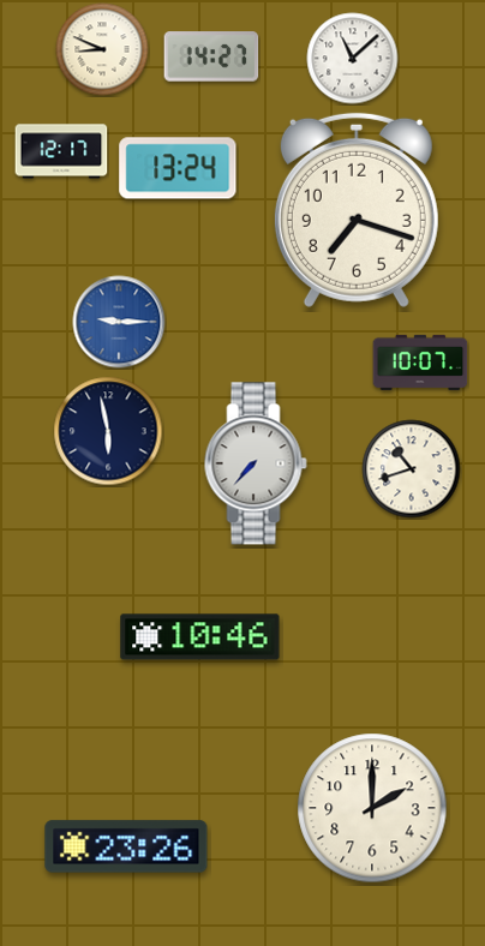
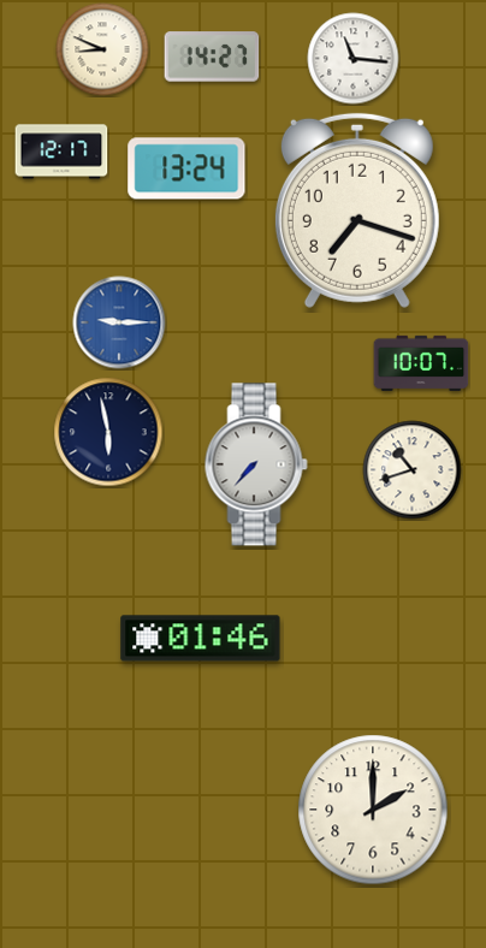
clock at (353, 59): 11:08 -> 11:16
clock at (178, 168) position: (178, 168) -> (186, 168)
clock at (200, 637): 10:46 -> 01:46
clock at (126, 846): 23:26 -> none
